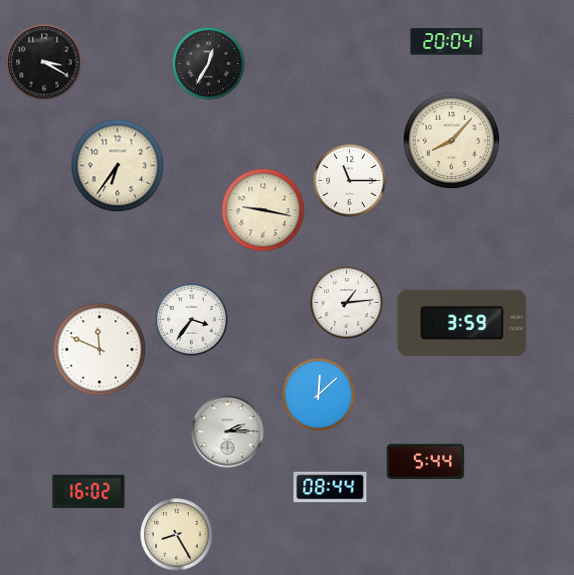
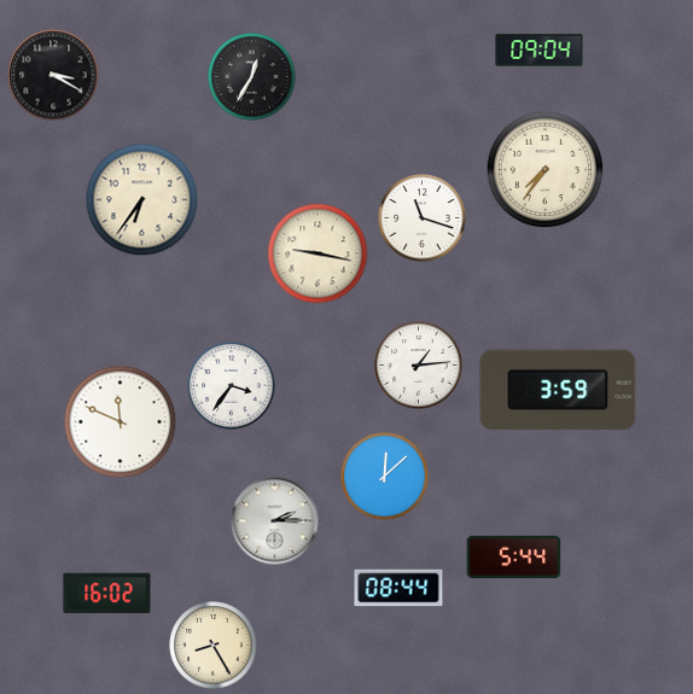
clock at (447, 42): 20:04 -> 09:04
clock at (452, 141): 8:07 -> 7:36
clock at (350, 181): 11:15 -> 11:18
